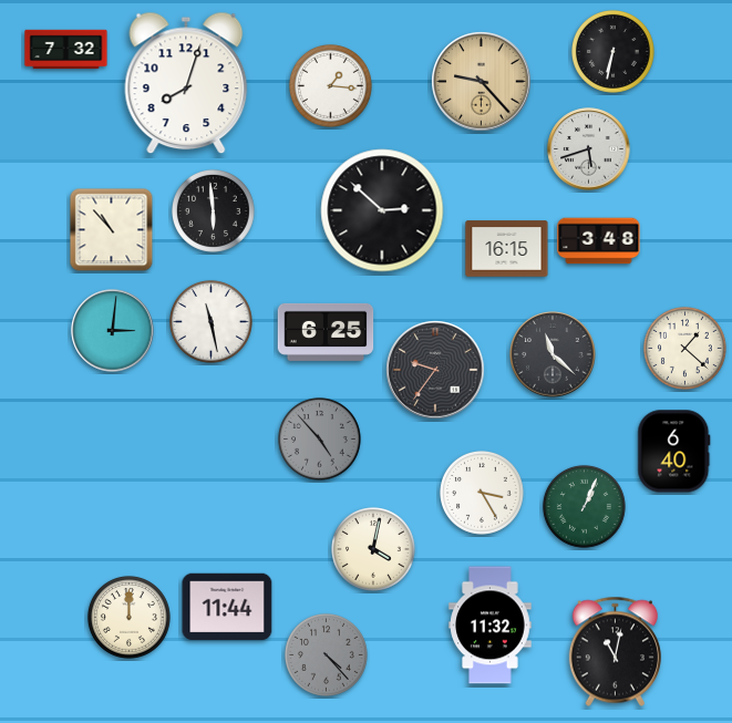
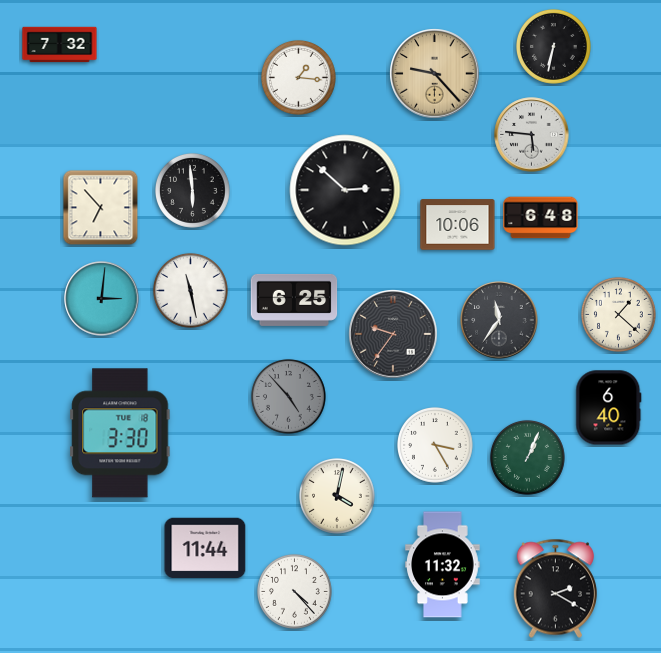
clock at (186, 83): 8:03 -> none
clock at (589, 149): 5:42 -> 5:46
clock at (112, 230): 10:53 -> 6:53
clock at (599, 241): 3:48 -> 6:48
clock at (507, 249): 16:15 -> 10:06
clock at (553, 354): 11:22 -> 11:36
clock at (120, 433): none -> 3:30
clock at (128, 618): 12:00 -> none
clock at (615, 652): 11:02 -> 2:20
clock at (326, 655) dial: grey -> white
